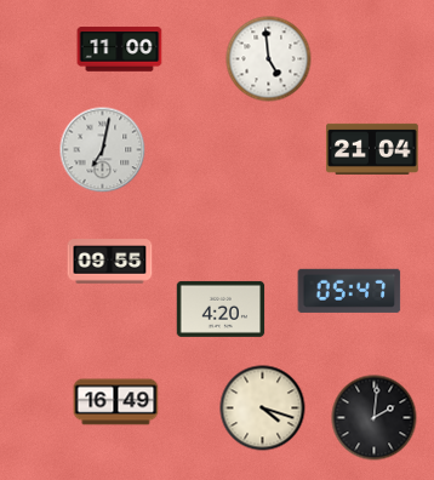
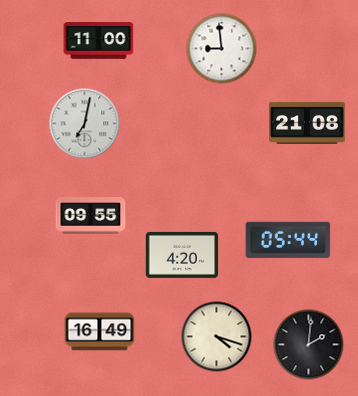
clock at (269, 59): 4:59 -> 8:59
clock at (372, 149): 21:04 -> 21:08
clock at (349, 291): 05:47 -> 05:44
clock at (116, 402) position: (116, 402) -> (100, 332)
